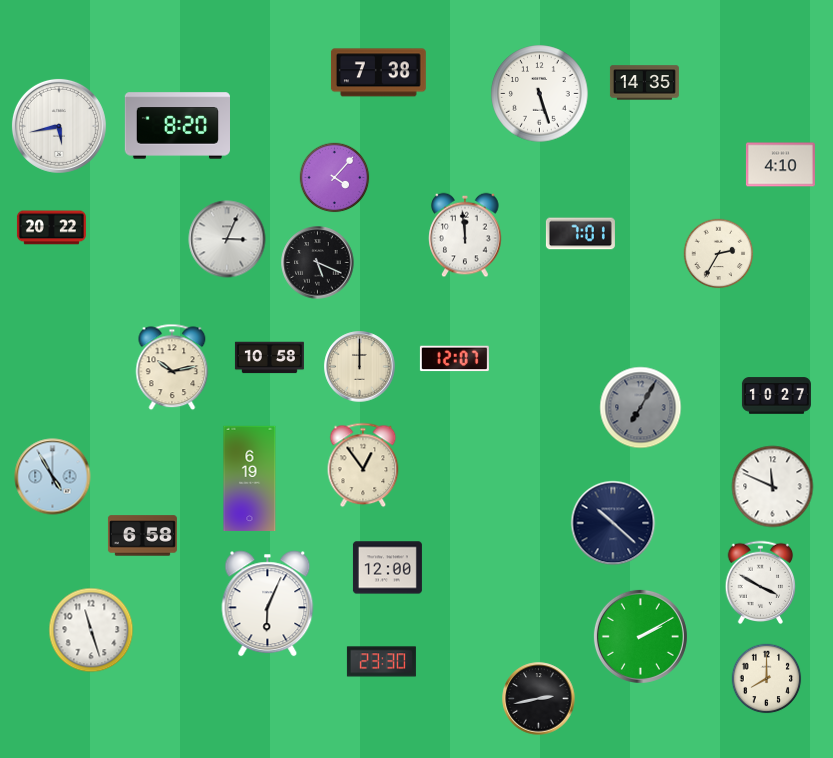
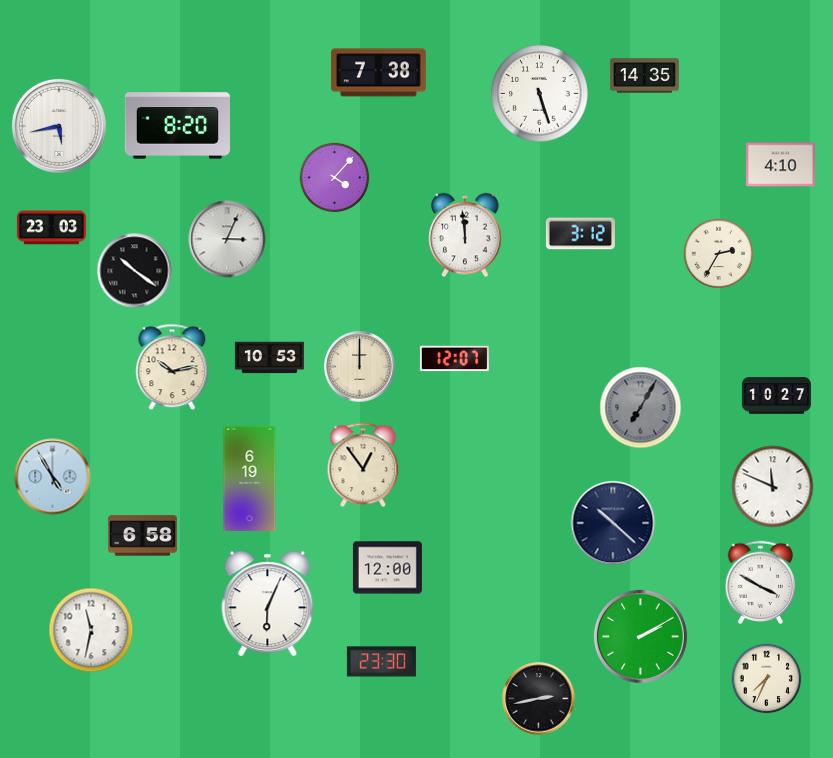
clock at (644, 83) position: (644, 83) -> (644, 76)
clock at (51, 228): 20:22 -> 23:03
clock at (580, 234): 7:01 -> 3:12
clock at (318, 263): 5:19 -> none
clock at (135, 271): none -> 10:21
clock at (269, 358): 10:58 -> 10:53
clock at (91, 630): 11:27 -> 11:32
clock at (767, 679): 8:00 -> 7:34
